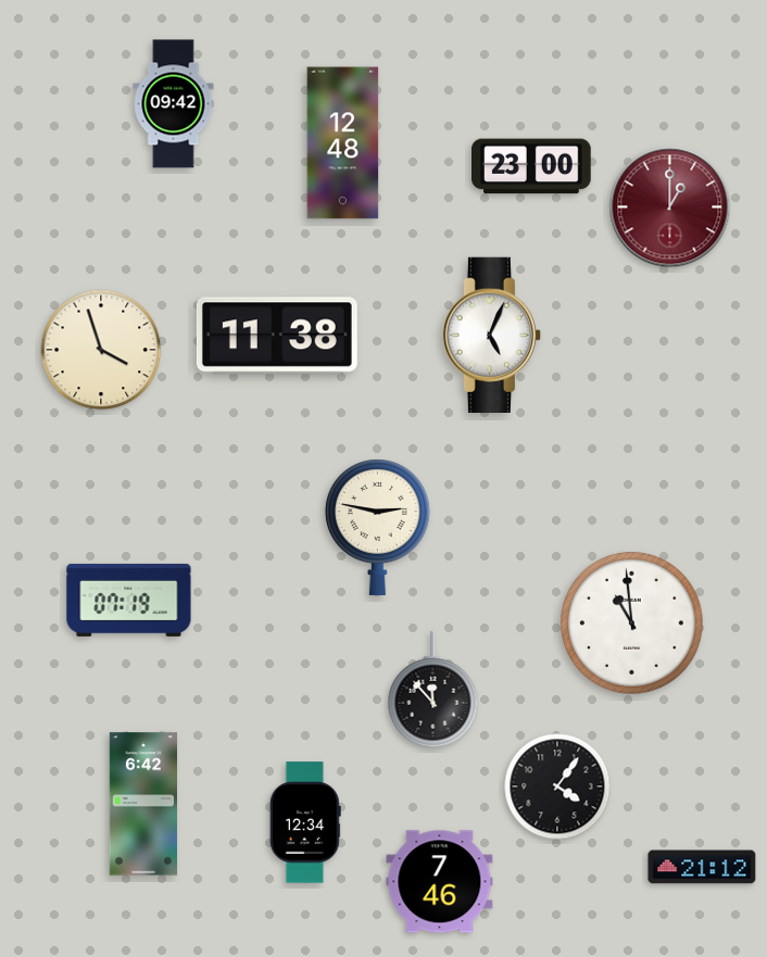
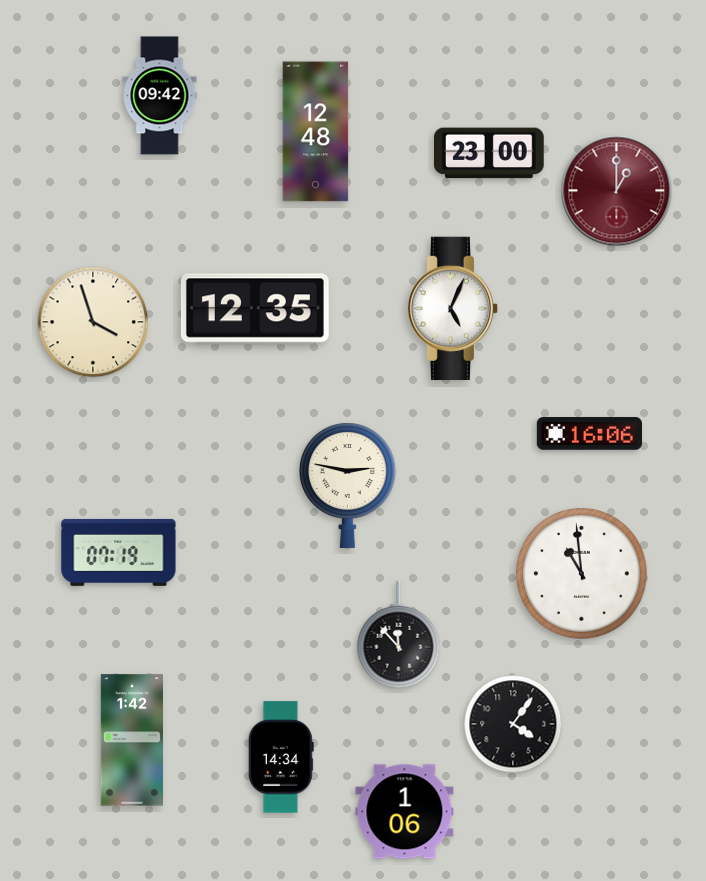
clock at (277, 336): 11:38 -> 12:35
clock at (589, 434): none -> 16:06
clock at (142, 804): 6:42 -> 1:42
clock at (305, 822): 12:34 -> 14:34
clock at (702, 867): 21:12 -> none
clock at (440, 882): 7:46 -> 1:06
